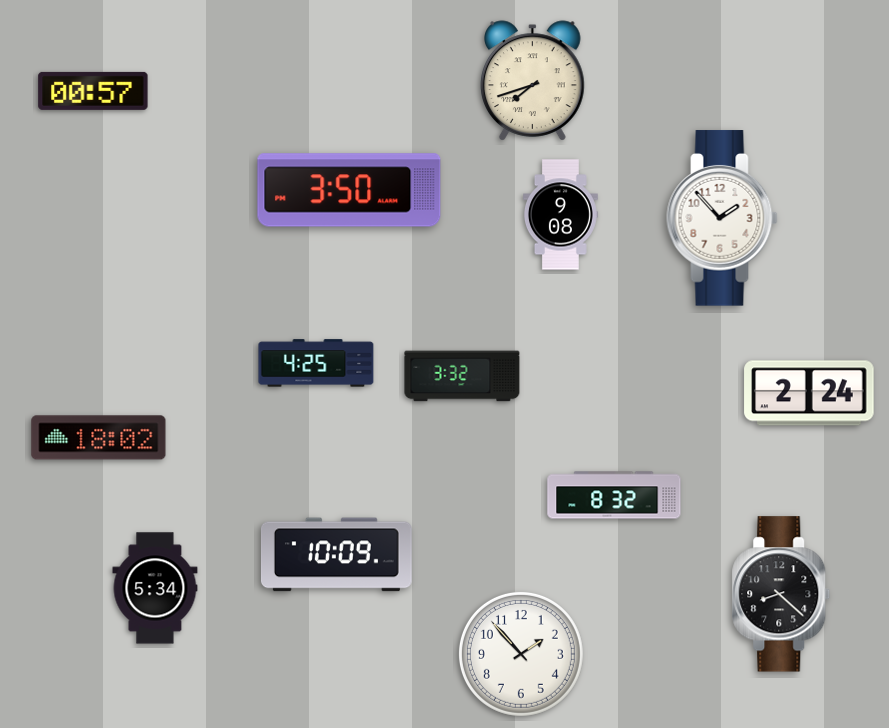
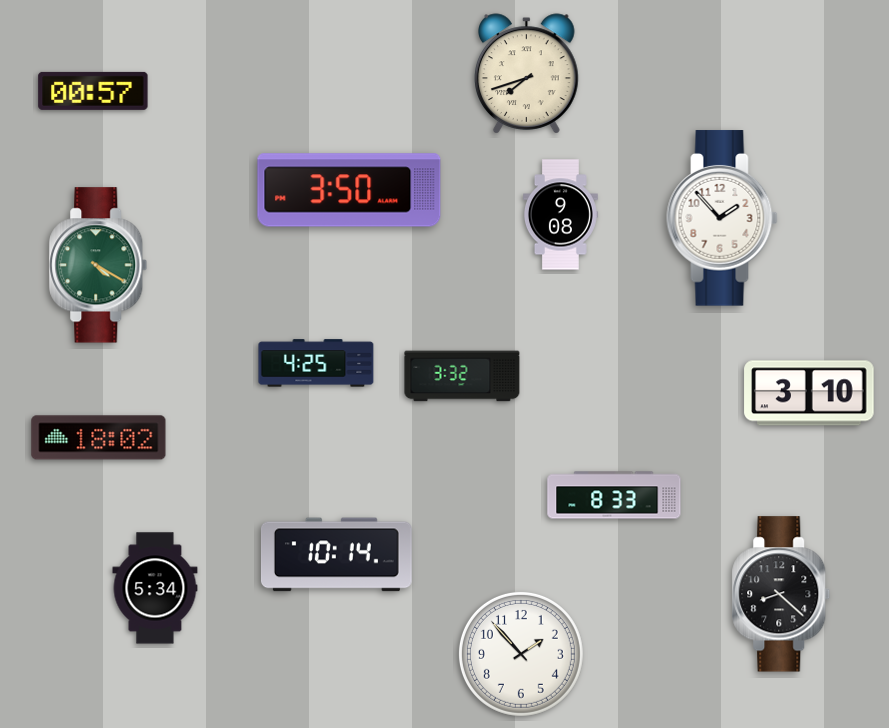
clock at (533, 81) position: (533, 81) -> (527, 74)
clock at (98, 265): none -> 4:20
clock at (809, 393): 2:24 -> 3:10
clock at (614, 495): 8:32 -> 8:33
clock at (336, 555): 10:09 -> 10:14
